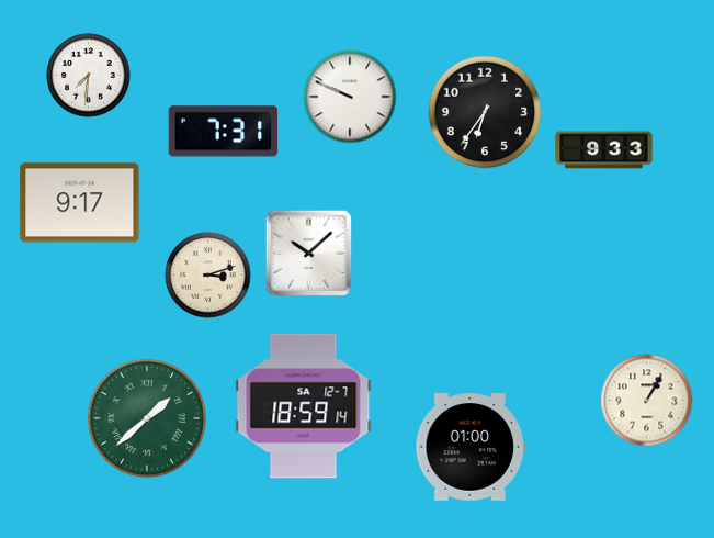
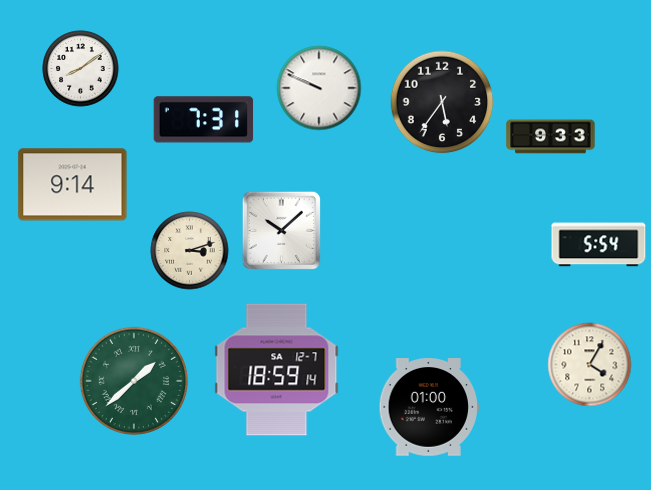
clock at (89, 76): 7:31 -> 8:09
clock at (485, 112): 6:36 -> 5:36
clock at (80, 203): 9:17 -> 9:14
clock at (599, 245): none -> 5:54
clock at (647, 401): 1:05 -> 4:05
